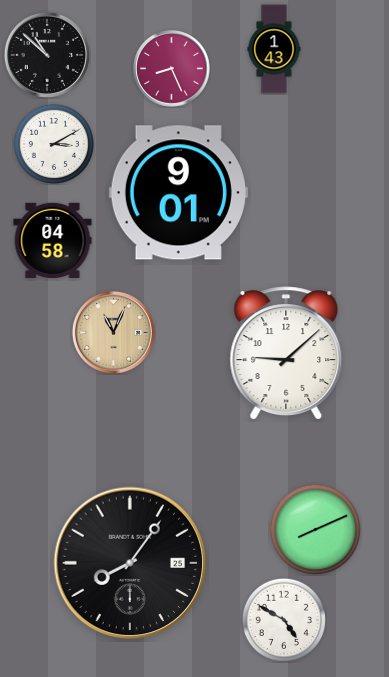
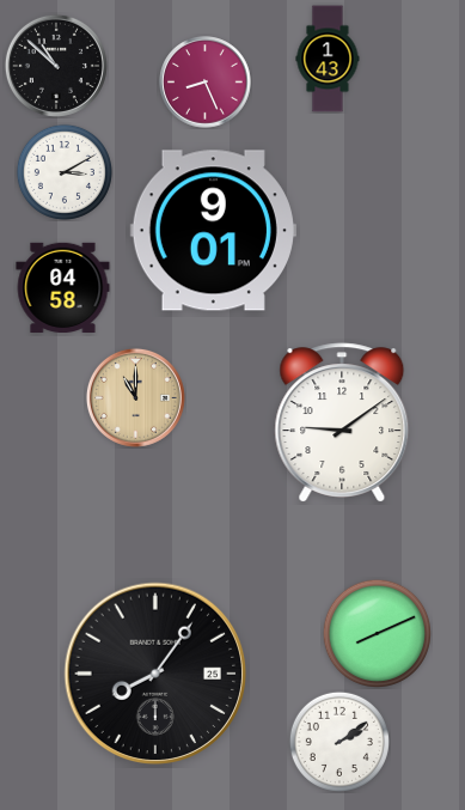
clock at (113, 332): 11:04 -> 11:00
clock at (286, 353): 9:08 -> 9:09
clock at (284, 620): 4:50 -> 2:09
